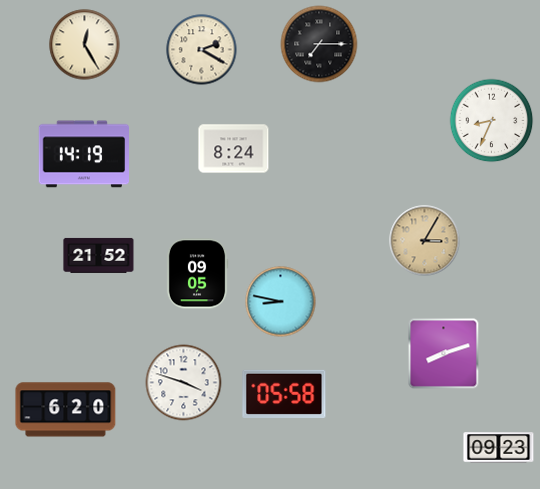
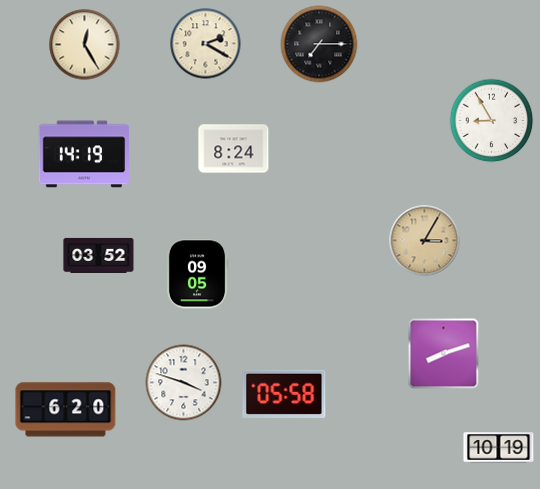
clock at (202, 50) position: (202, 50) -> (206, 44)
clock at (492, 121): 8:34 -> 8:55
clock at (99, 255): 21:52 -> 03:52
clock at (281, 302): 8:47 -> none
clock at (499, 448): 09:23 -> 10:19
